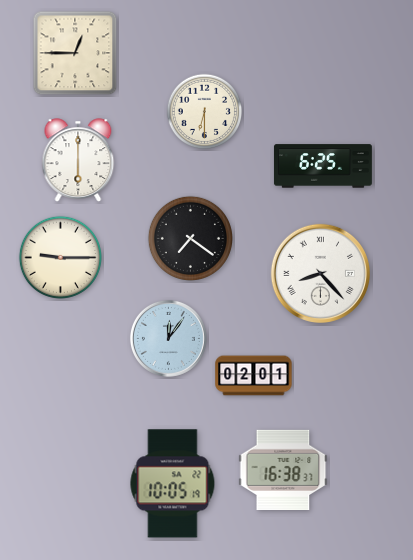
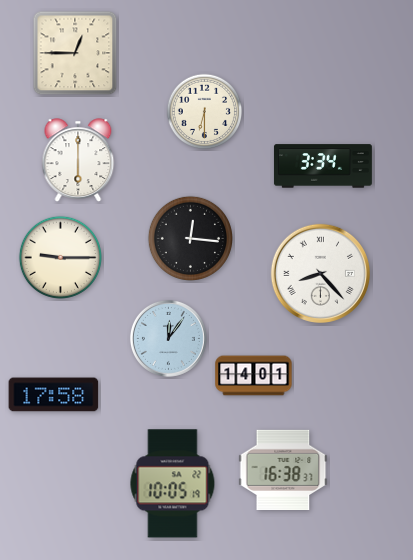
clock at (323, 166): 6:25 -> 3:34
clock at (190, 238): 7:21 -> 12:16
clock at (254, 376): 02:01 -> 14:01
clock at (54, 395): none -> 17:58
